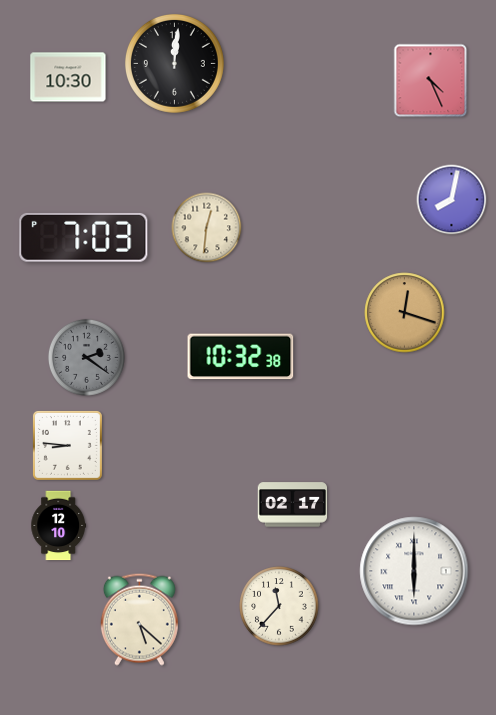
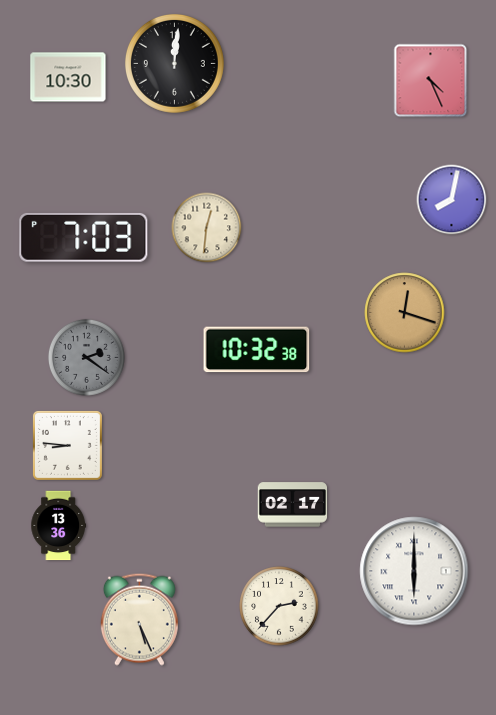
clock at (241, 357) position: (241, 357) -> (257, 350)
clock at (58, 526): 12:10 -> 13:36
clock at (279, 606): 11:37 -> 2:37
clock at (139, 619): 5:22 -> 5:26
